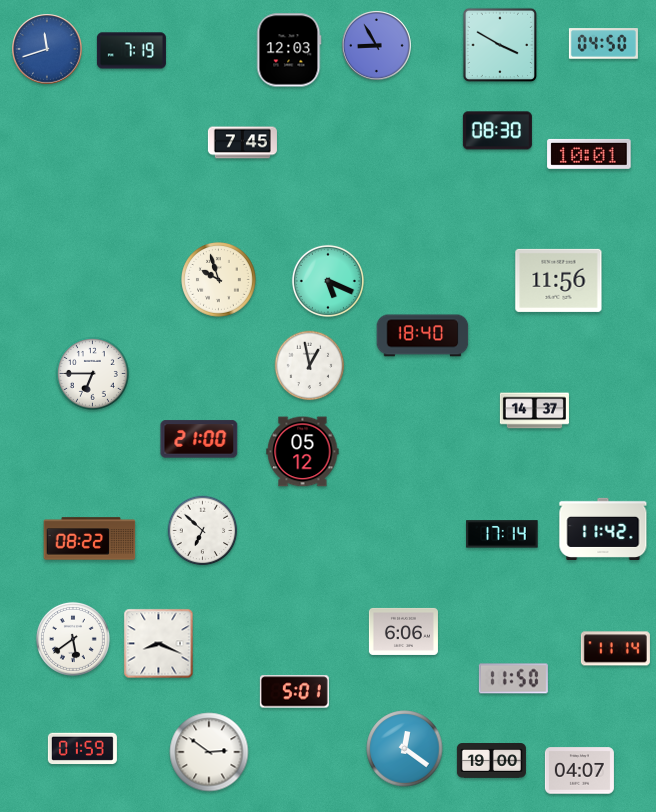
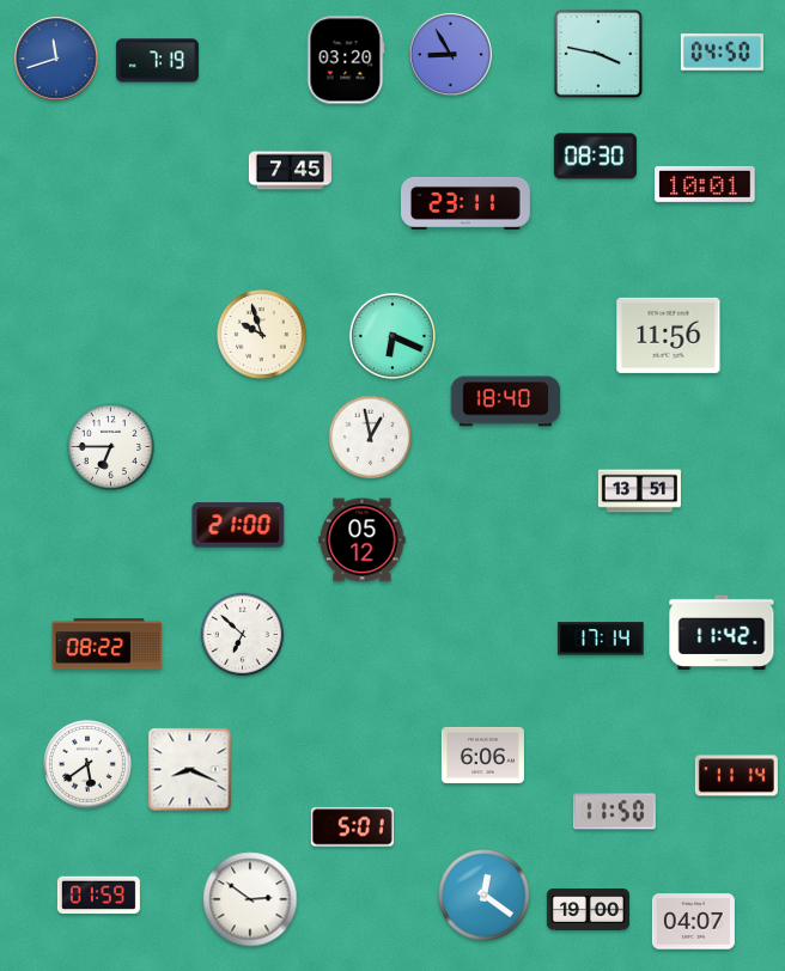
clock at (500, 45): 3:50 -> 3:47
clock at (289, 50): 12:03 -> 03:20
clock at (467, 203): none -> 23:11
clock at (328, 281): 5:19 -> 6:19
clock at (534, 411): 14:37 -> 13:51
